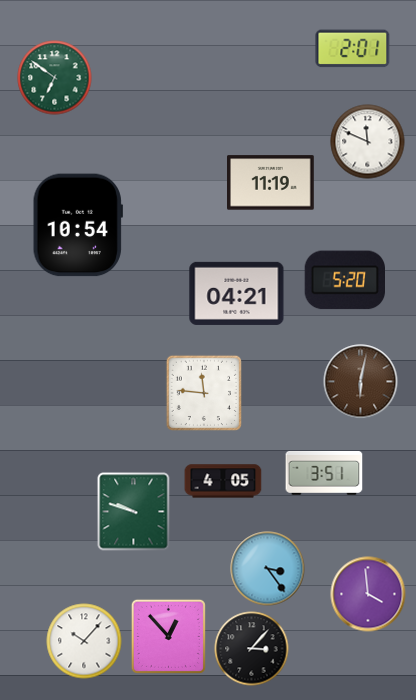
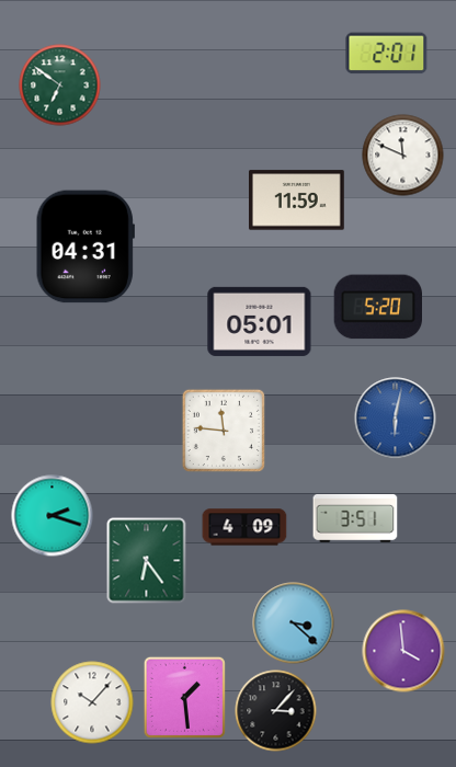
clock at (271, 183): 11:19 -> 11:59
clock at (78, 225): 10:54 -> 04:31
clock at (237, 293): 04:21 -> 05:01
clock at (361, 382) dial: brown -> blue
clock at (53, 516): none -> 2:18
clock at (223, 481): 4:05 -> 4:09
clock at (134, 512): 9:48 -> 6:24
clock at (268, 569): 3:24 -> 3:22
clock at (168, 636): 12:53 -> 1:29
